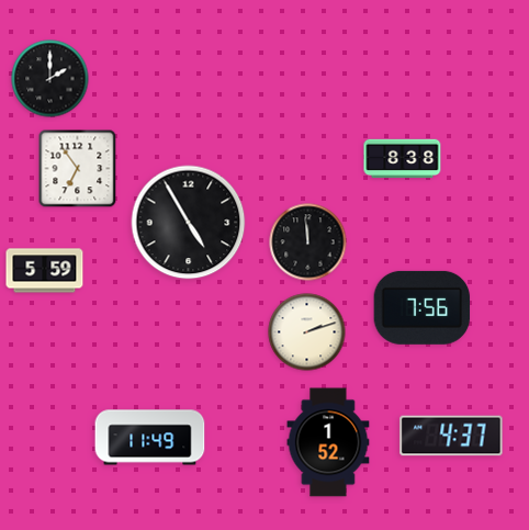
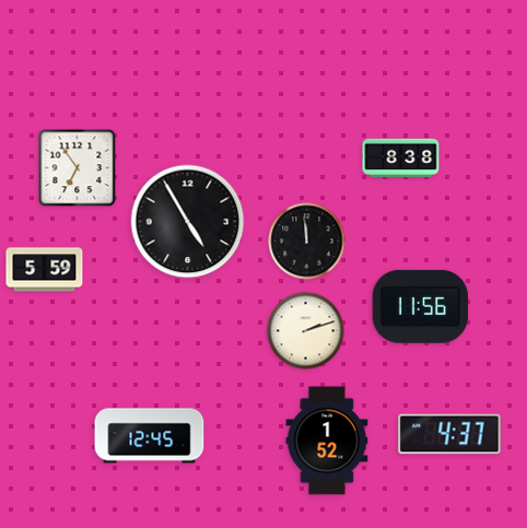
clock at (50, 79): 2:00 -> none
clock at (423, 307): 7:56 -> 11:56
clock at (150, 438): 11:49 -> 12:45
